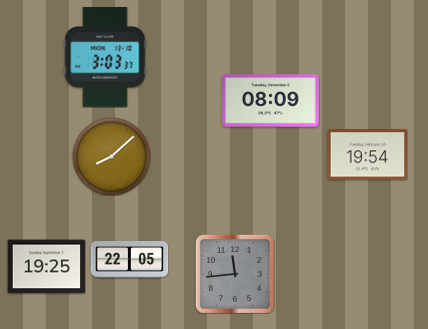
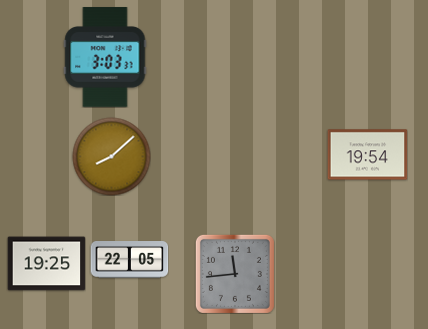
clock at (271, 101): 08:09 -> none
clock at (46, 267) position: (46, 267) -> (46, 264)
